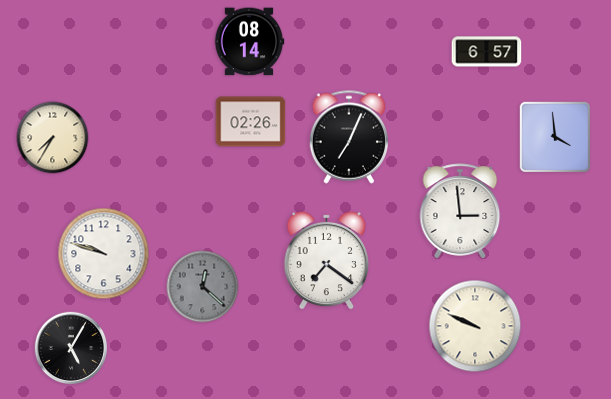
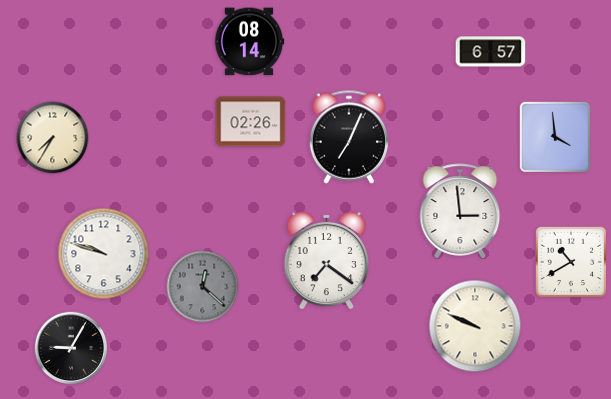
clock at (487, 52) position: (487, 52) -> (491, 52)
clock at (571, 262): none -> 10:40
clock at (71, 348): 5:05 -> 9:05
